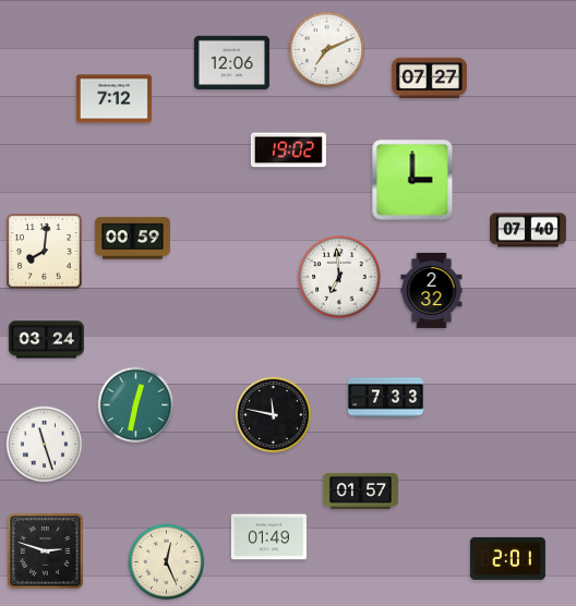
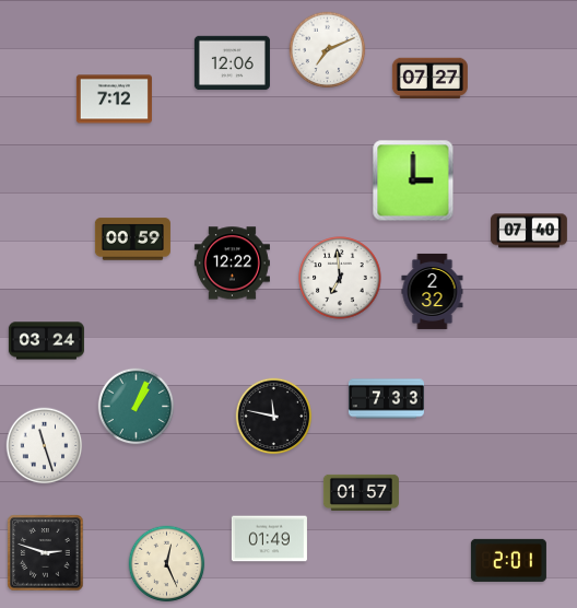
clock at (288, 150): 19:02 -> none
clock at (45, 252): 8:01 -> none
clock at (232, 264): none -> 12:22
clock at (136, 405): 12:32 -> 1:04
